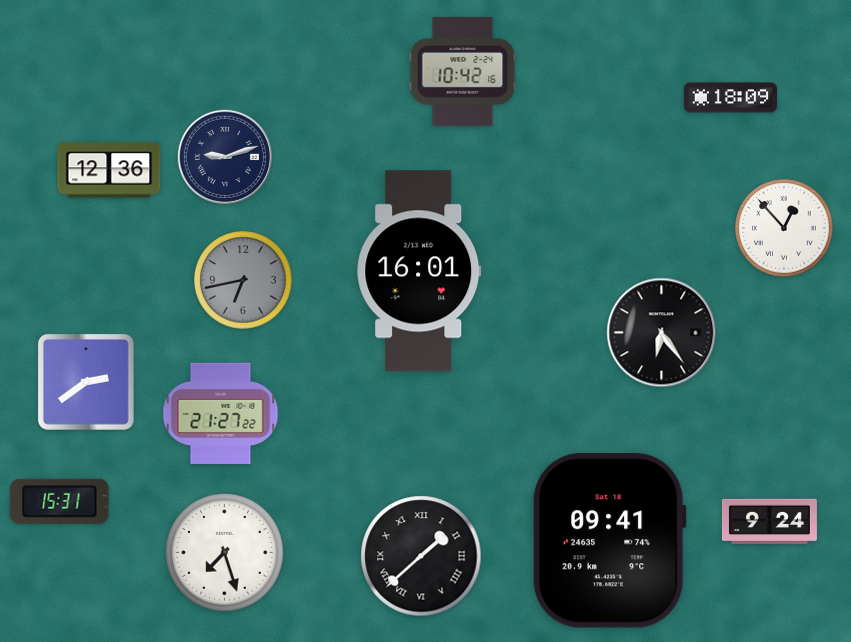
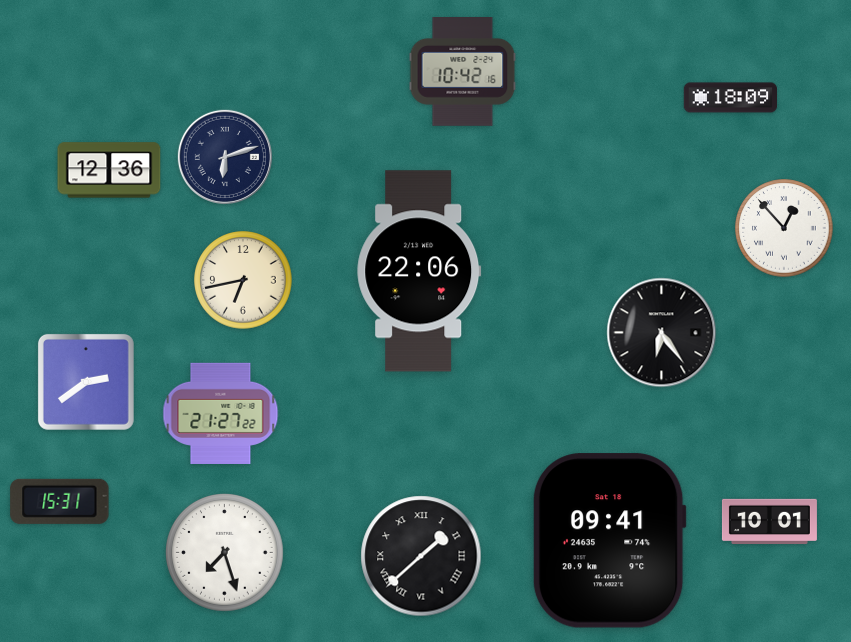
clock at (225, 157): 9:12 -> 6:12
clock at (419, 271): 16:01 -> 22:06
clock at (243, 280) dial: grey -> cream
clock at (769, 521): 9:24 -> 10:01
